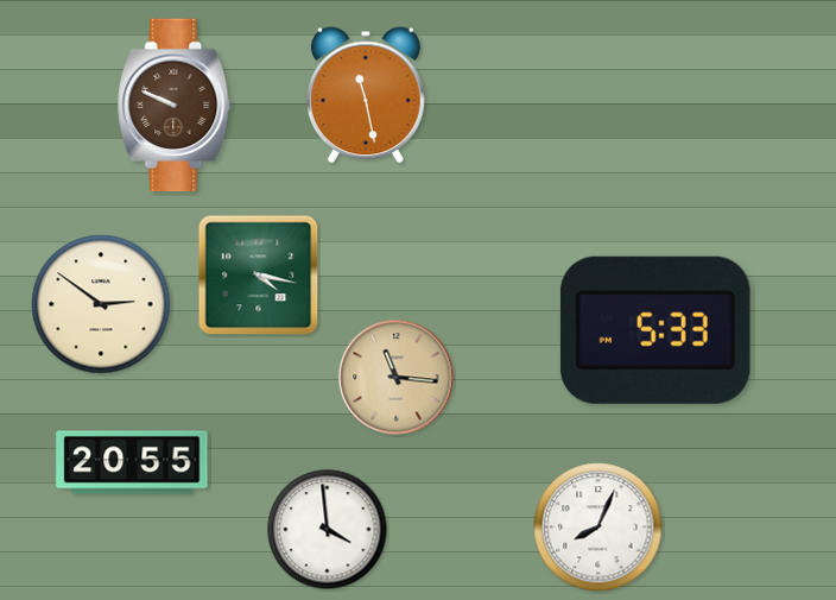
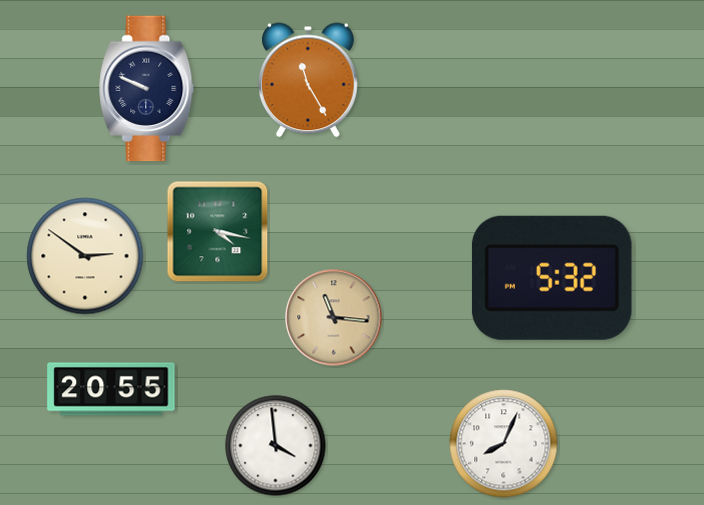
clock at (367, 95): 11:28 -> 11:25
clock at (175, 106) dial: brown -> navy
clock at (655, 330): 5:33 -> 5:32
